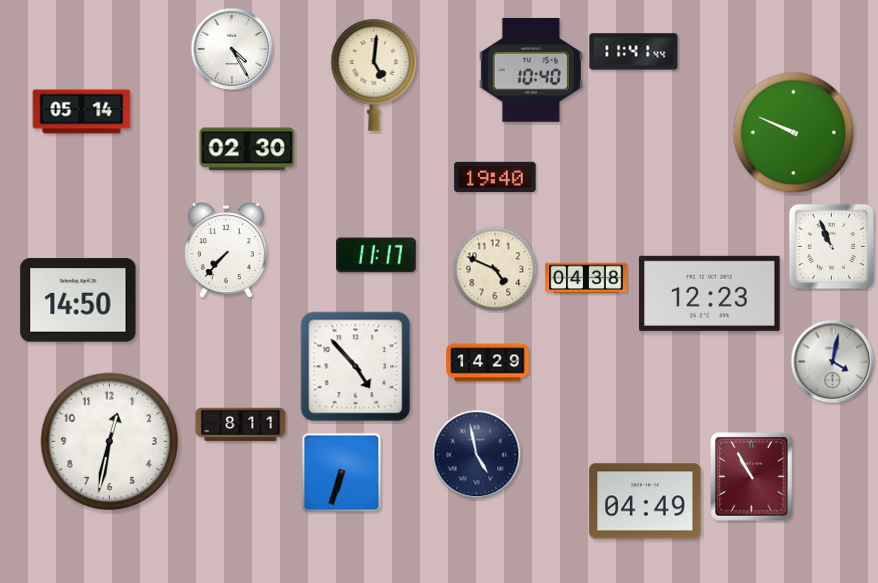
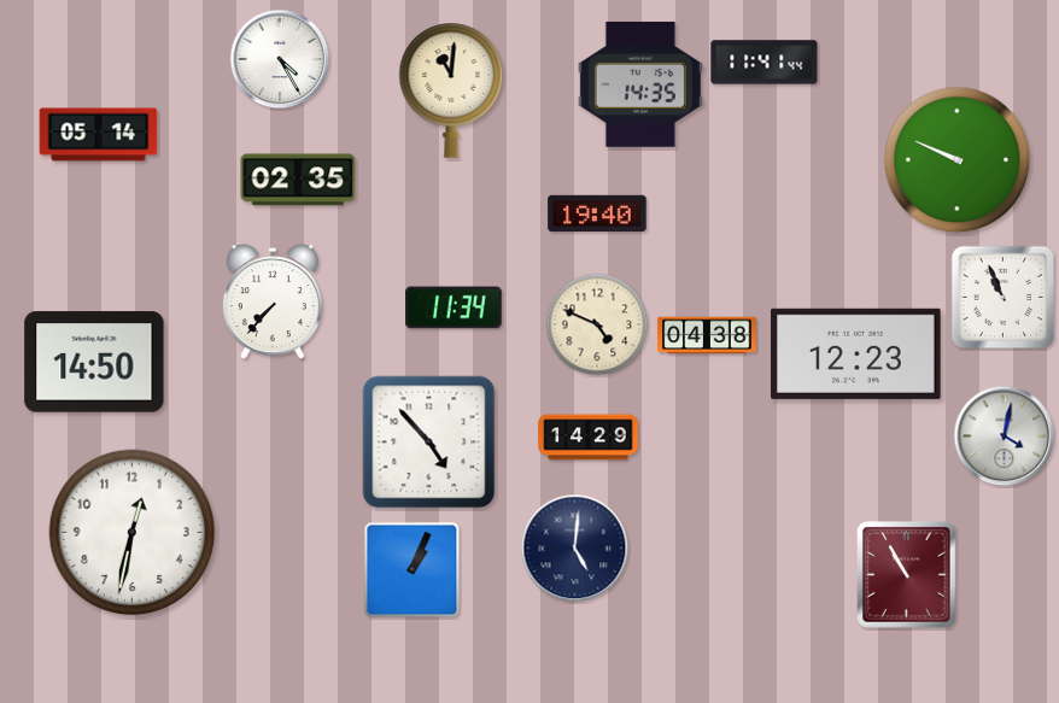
clock at (531, 70): 10:40 -> 14:35
clock at (374, 75): 5:01 -> 11:01
clock at (247, 149): 02:30 -> 02:35
clock at (376, 255): 11:17 -> 11:34
clock at (241, 425): 8:11 -> none
clock at (477, 455): 4:58 -> 5:01
clock at (342, 473): 6:33 -> 1:04
clock at (645, 501): 04:49 -> none
